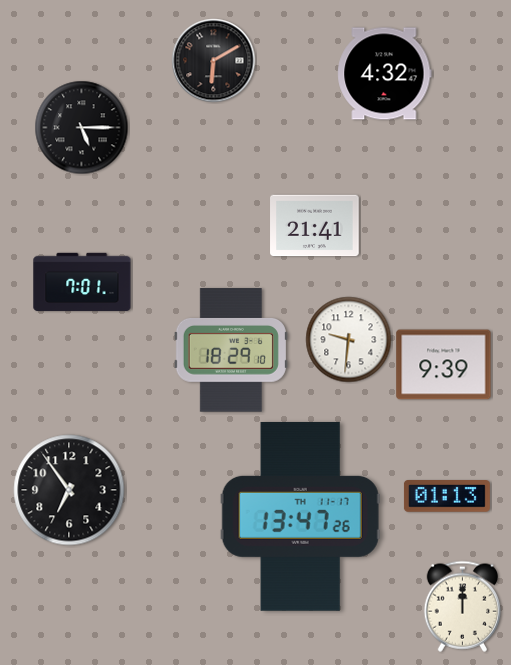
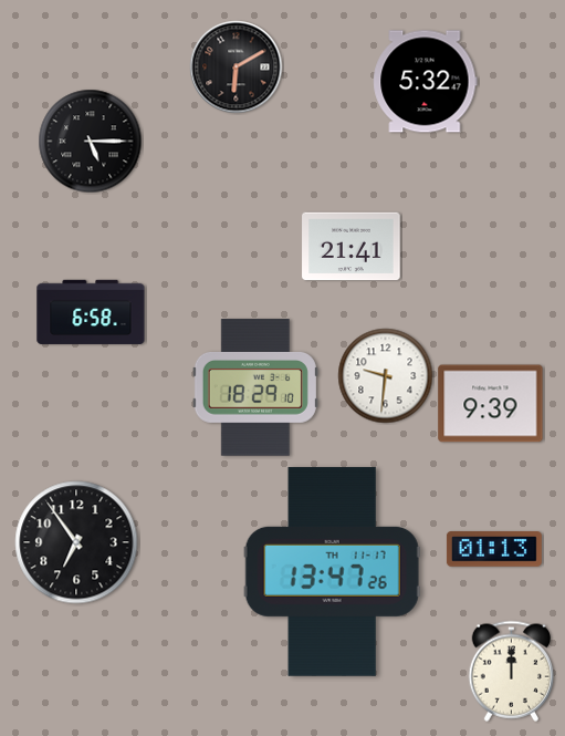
clock at (385, 74): 4:32 -> 5:32
clock at (315, 226) position: (315, 226) -> (352, 247)
clock at (82, 281): 7:01 -> 6:58
